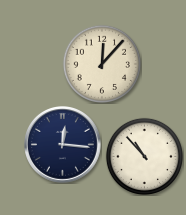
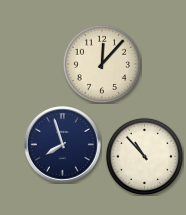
clock at (63, 145): 12:16 -> 7:57
